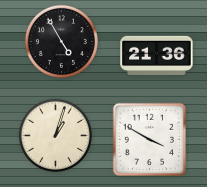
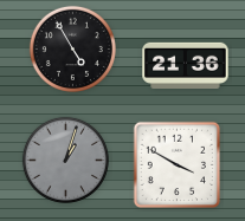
clock at (55, 135) dial: cream -> grey
